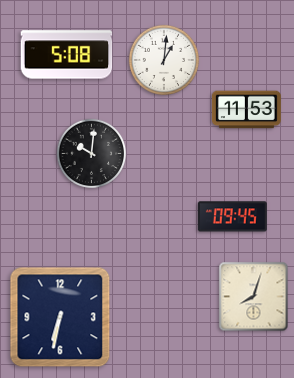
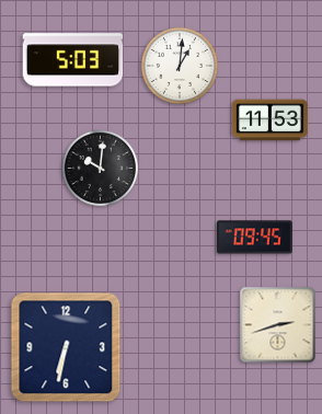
clock at (67, 55): 5:08 -> 5:03
clock at (254, 297): 8:03 -> 2:42
